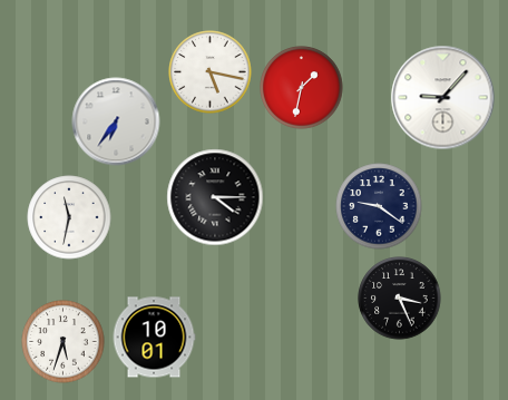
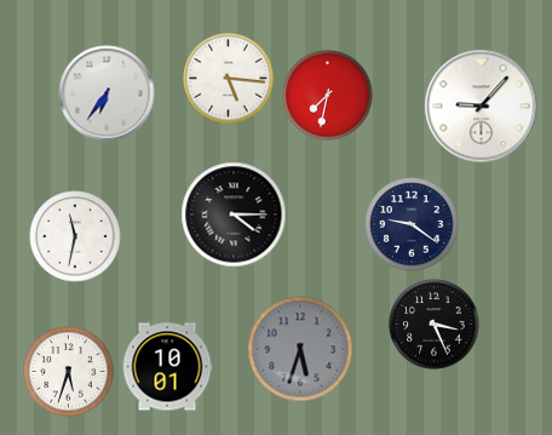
clock at (211, 72): 5:17 -> 5:16
clock at (302, 88): 1:32 -> 7:32
clock at (116, 121) position: (116, 121) -> (107, 93)
clock at (300, 349): none -> 5:33
